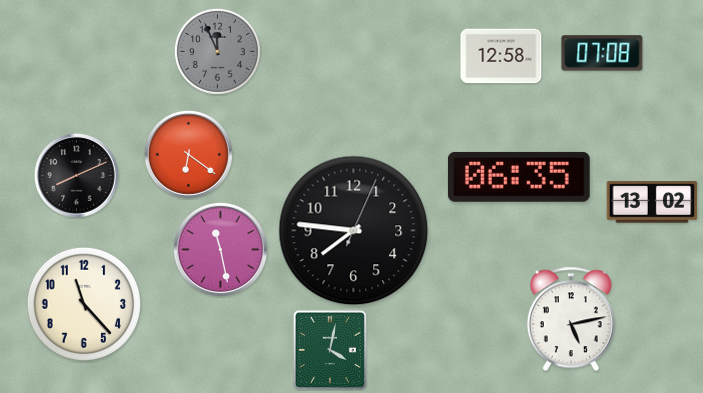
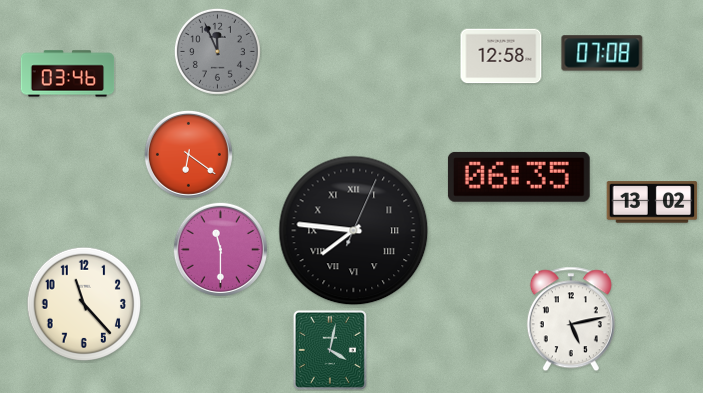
clock at (68, 74): none -> 03:46
clock at (77, 176): 8:11 -> none
clock at (354, 231) numerals: Arabic -> Roman
clock at (220, 249): 11:28 -> 11:30
